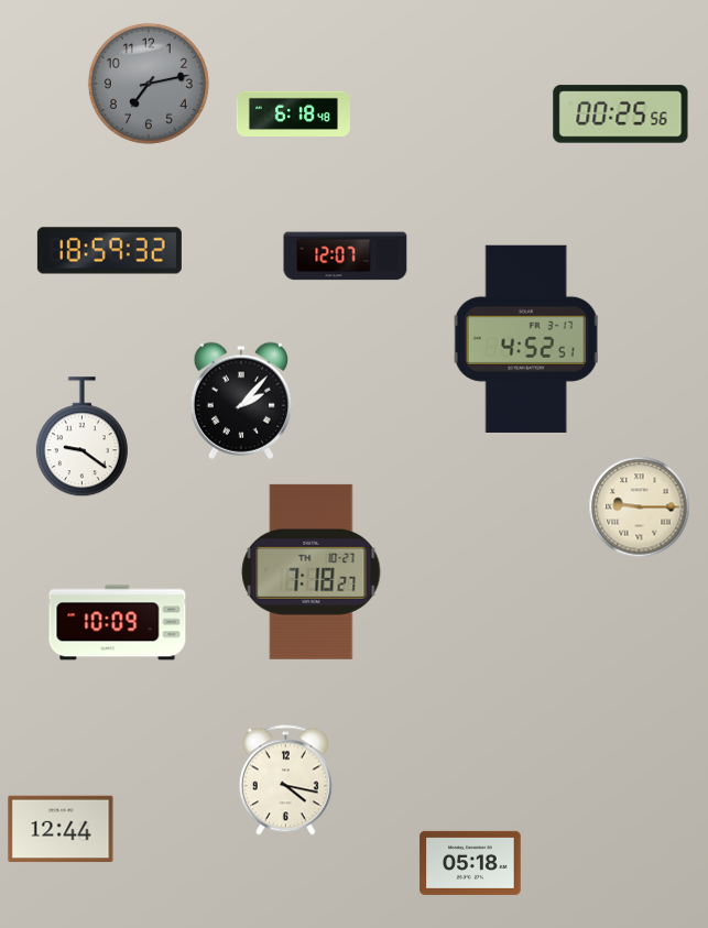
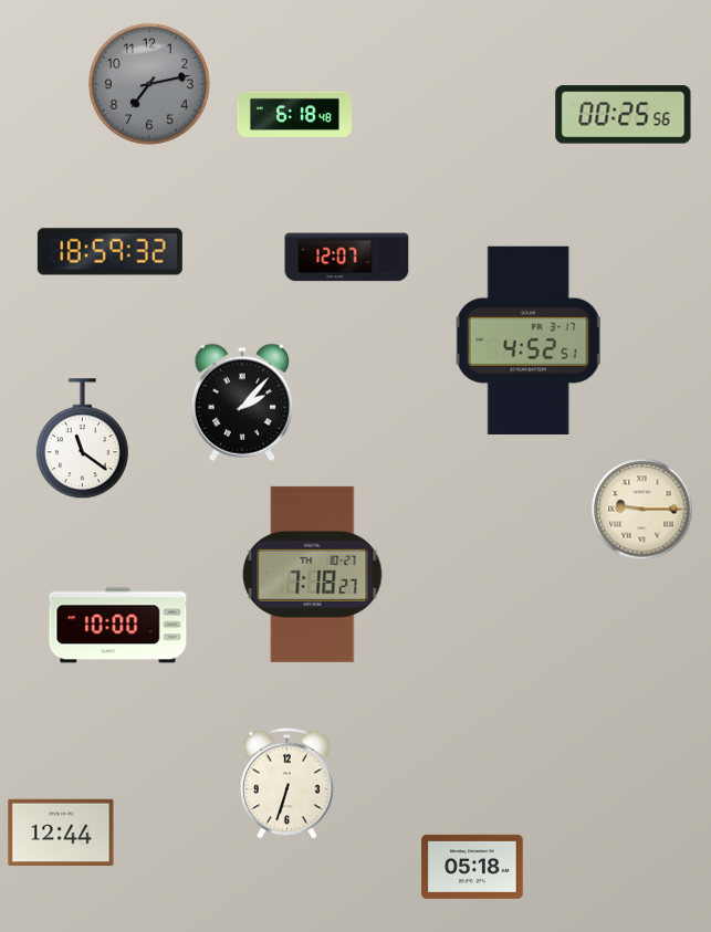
clock at (81, 437): 9:21 -> 11:21
clock at (118, 623): 10:09 -> 10:00
clock at (285, 780): 4:17 -> 6:33
